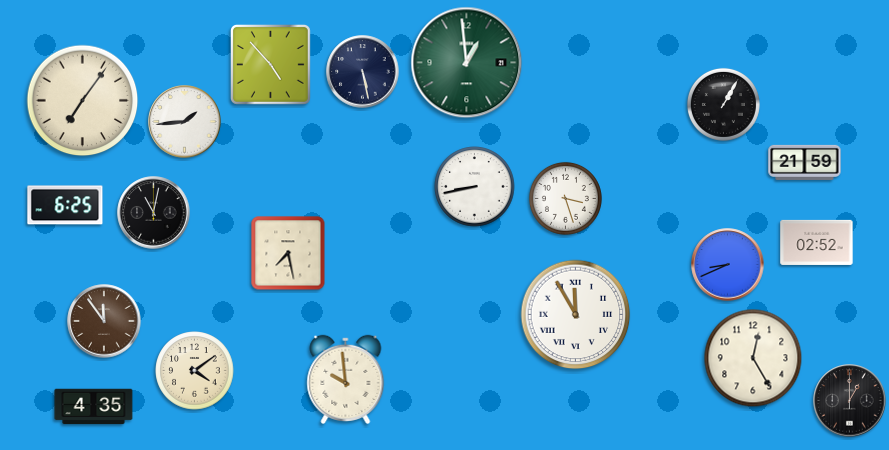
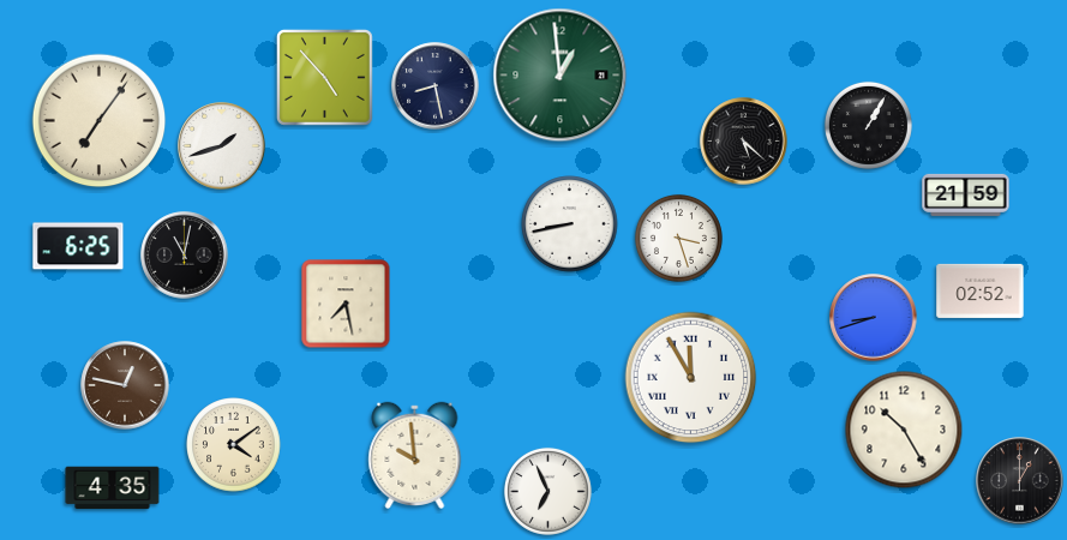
clock at (363, 72): 5:28 -> 8:28
clock at (744, 142): none -> 5:22
clock at (185, 122): 1:44 -> 1:42
clock at (728, 265): 8:41 -> 8:42
clock at (104, 321): 11:54 -> 12:47
clock at (753, 358): 12:25 -> 10:25
clock at (547, 491): none -> 6:56
